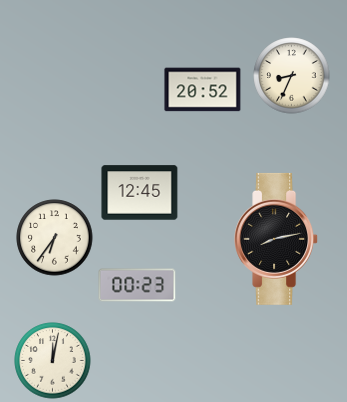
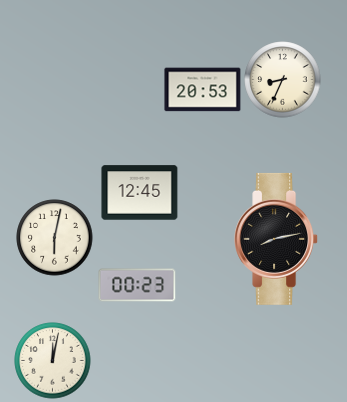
clock at (292, 76) position: (292, 76) -> (283, 80)
clock at (203, 90): 20:52 -> 20:53
clock at (55, 238): 6:36 -> 6:02
